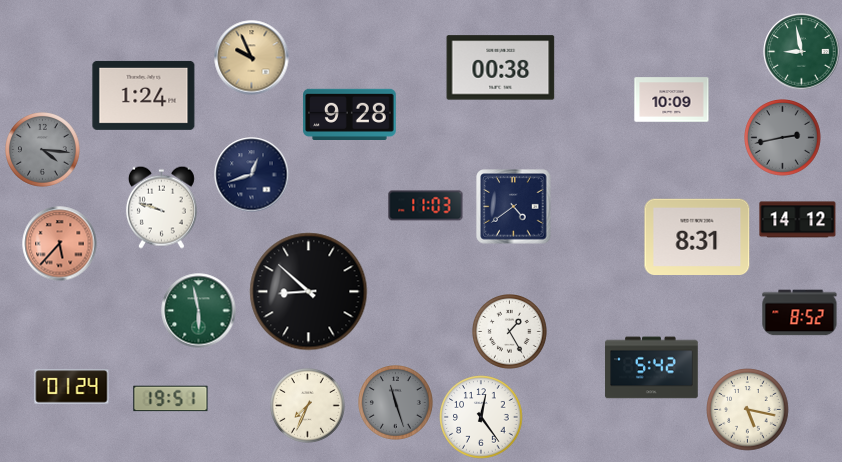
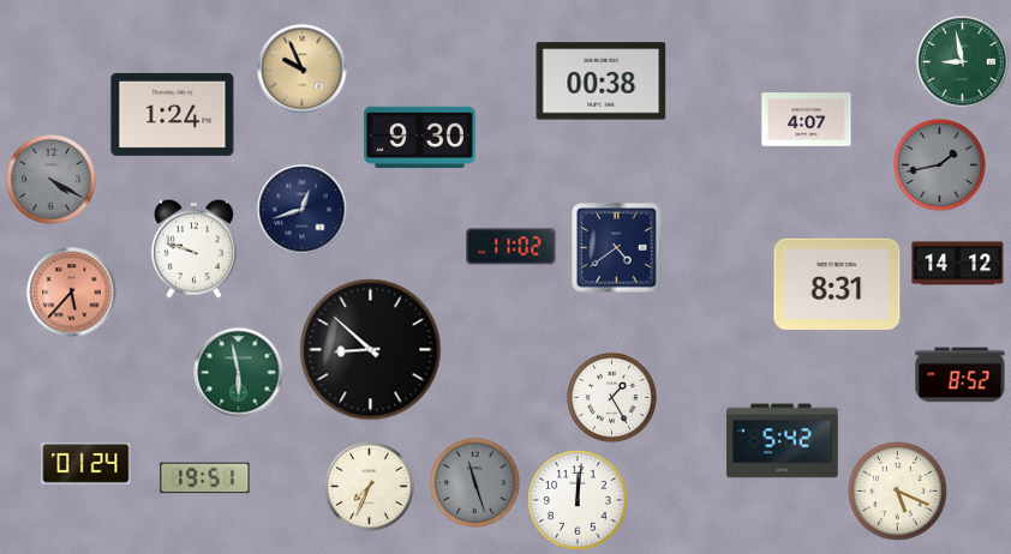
clock at (672, 100): 10:09 -> 4:07
clock at (350, 114): 9:28 -> 9:30
clock at (783, 138): 2:43 -> 1:43
clock at (43, 150): 4:16 -> 4:20
clock at (426, 206): 11:03 -> 11:02
clock at (748, 410): 5:17 -> 5:19
clock at (481, 417): 12:24 -> 12:01
